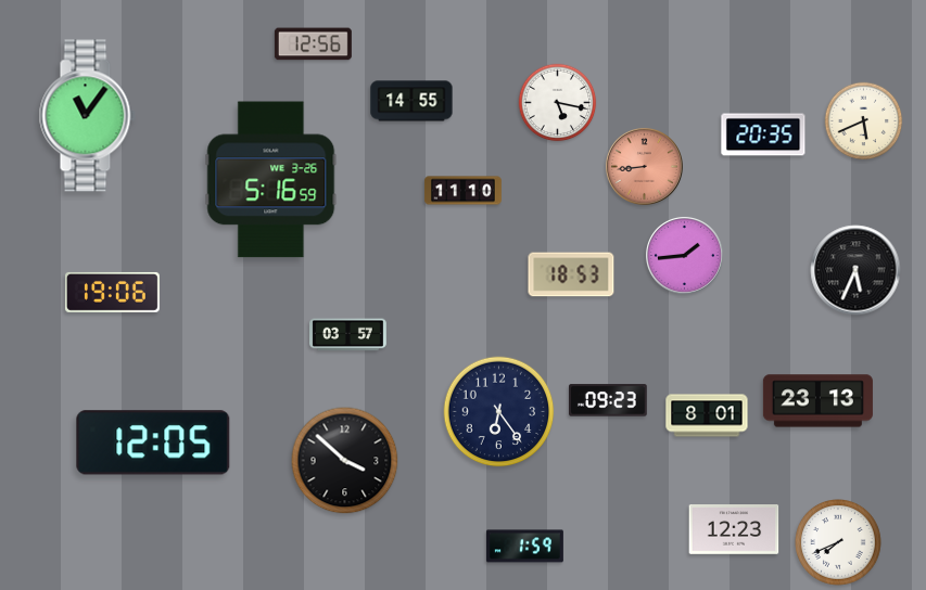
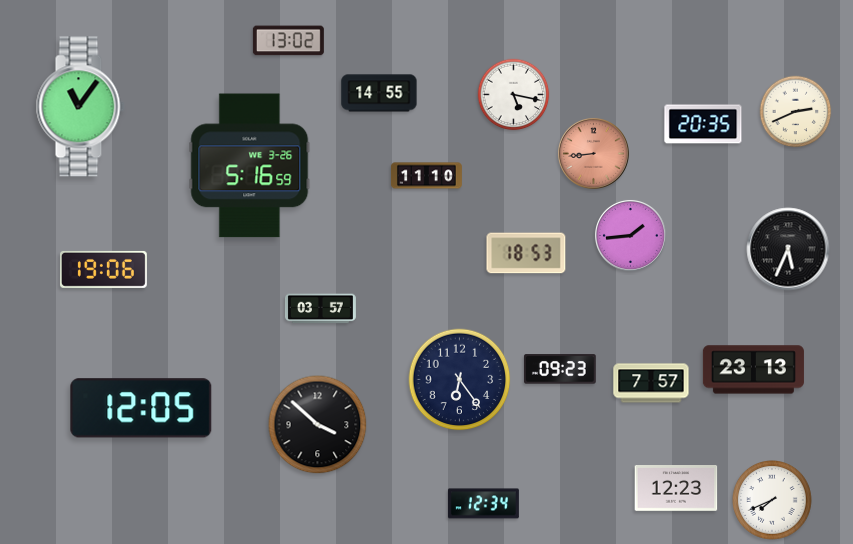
clock at (313, 44): 12:56 -> 13:02
clock at (864, 121): 5:41 -> 2:41
clock at (707, 415): 8:01 -> 7:57
clock at (524, 547): 1:59 -> 12:34
